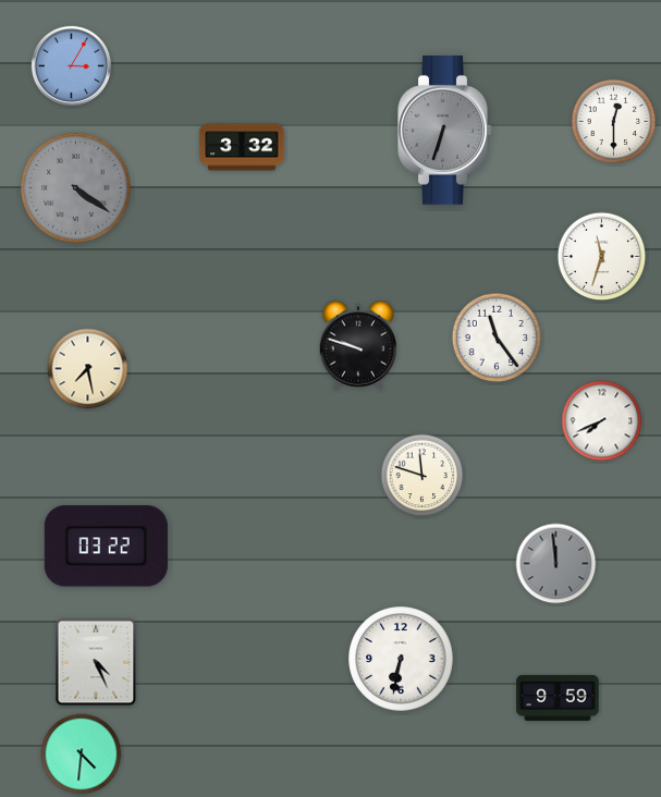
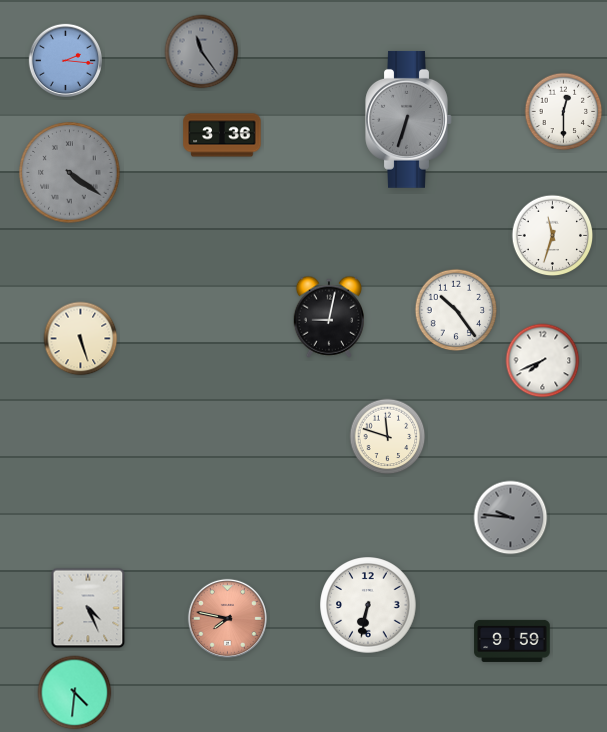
clock at (202, 52): none -> 11:24
clock at (71, 65): 3:05 -> 2:16
clock at (242, 147): 3:32 -> 3:36
clock at (497, 338): 11:24 -> 10:24
clock at (357, 345): 9:48 -> 9:02
clock at (88, 369): 7:28 -> 5:27
clock at (602, 421) position: (602, 421) -> (543, 361)
clock at (106, 547): 03:22 -> none
clock at (556, 564): 11:59 -> 9:46
clock at (227, 618): none -> 7:47
